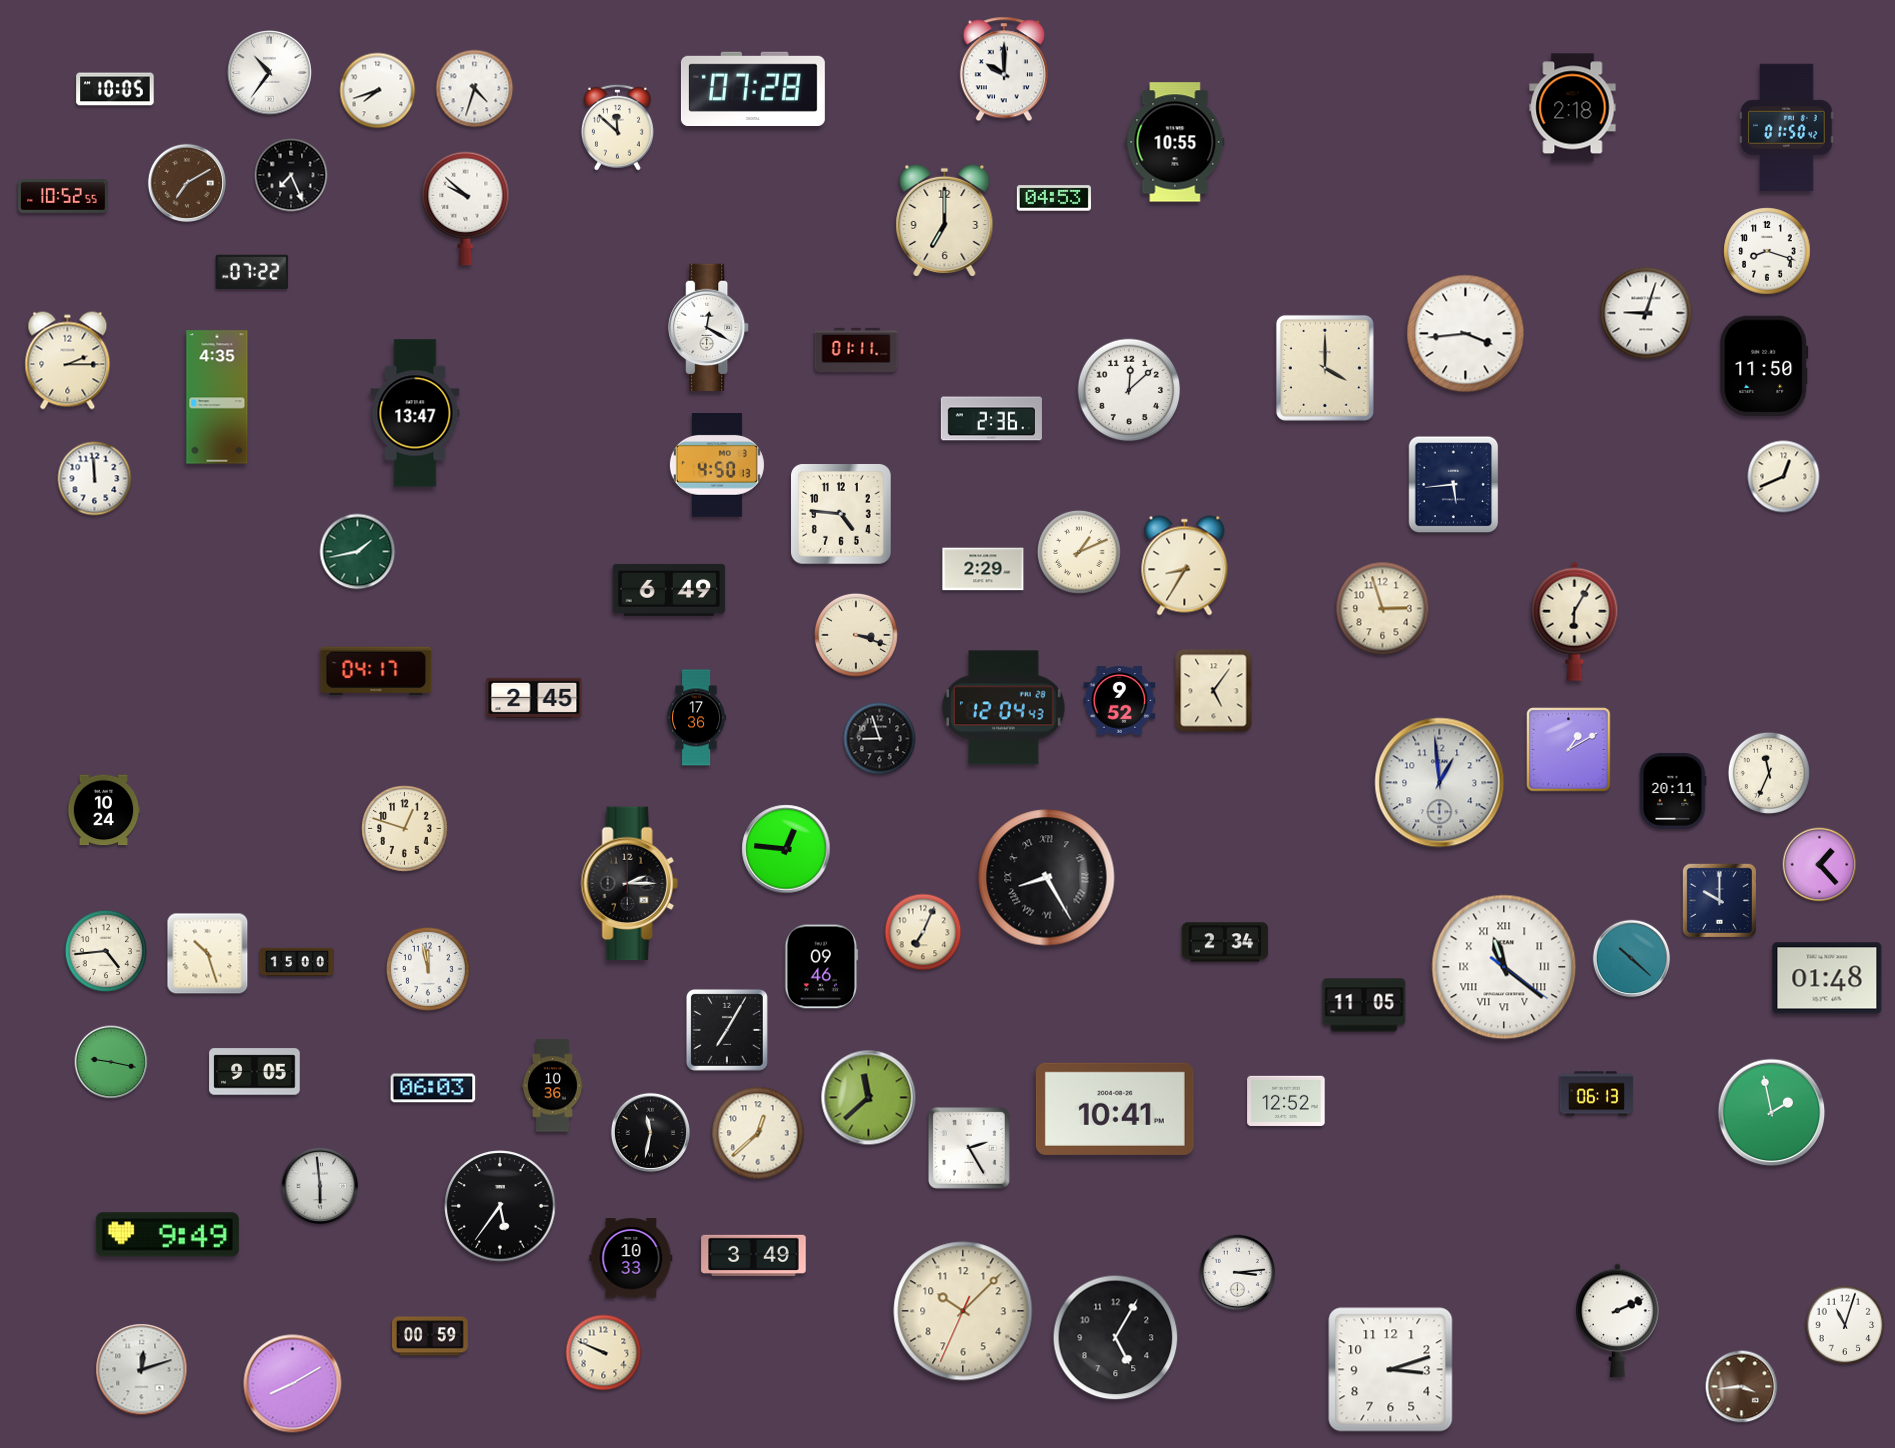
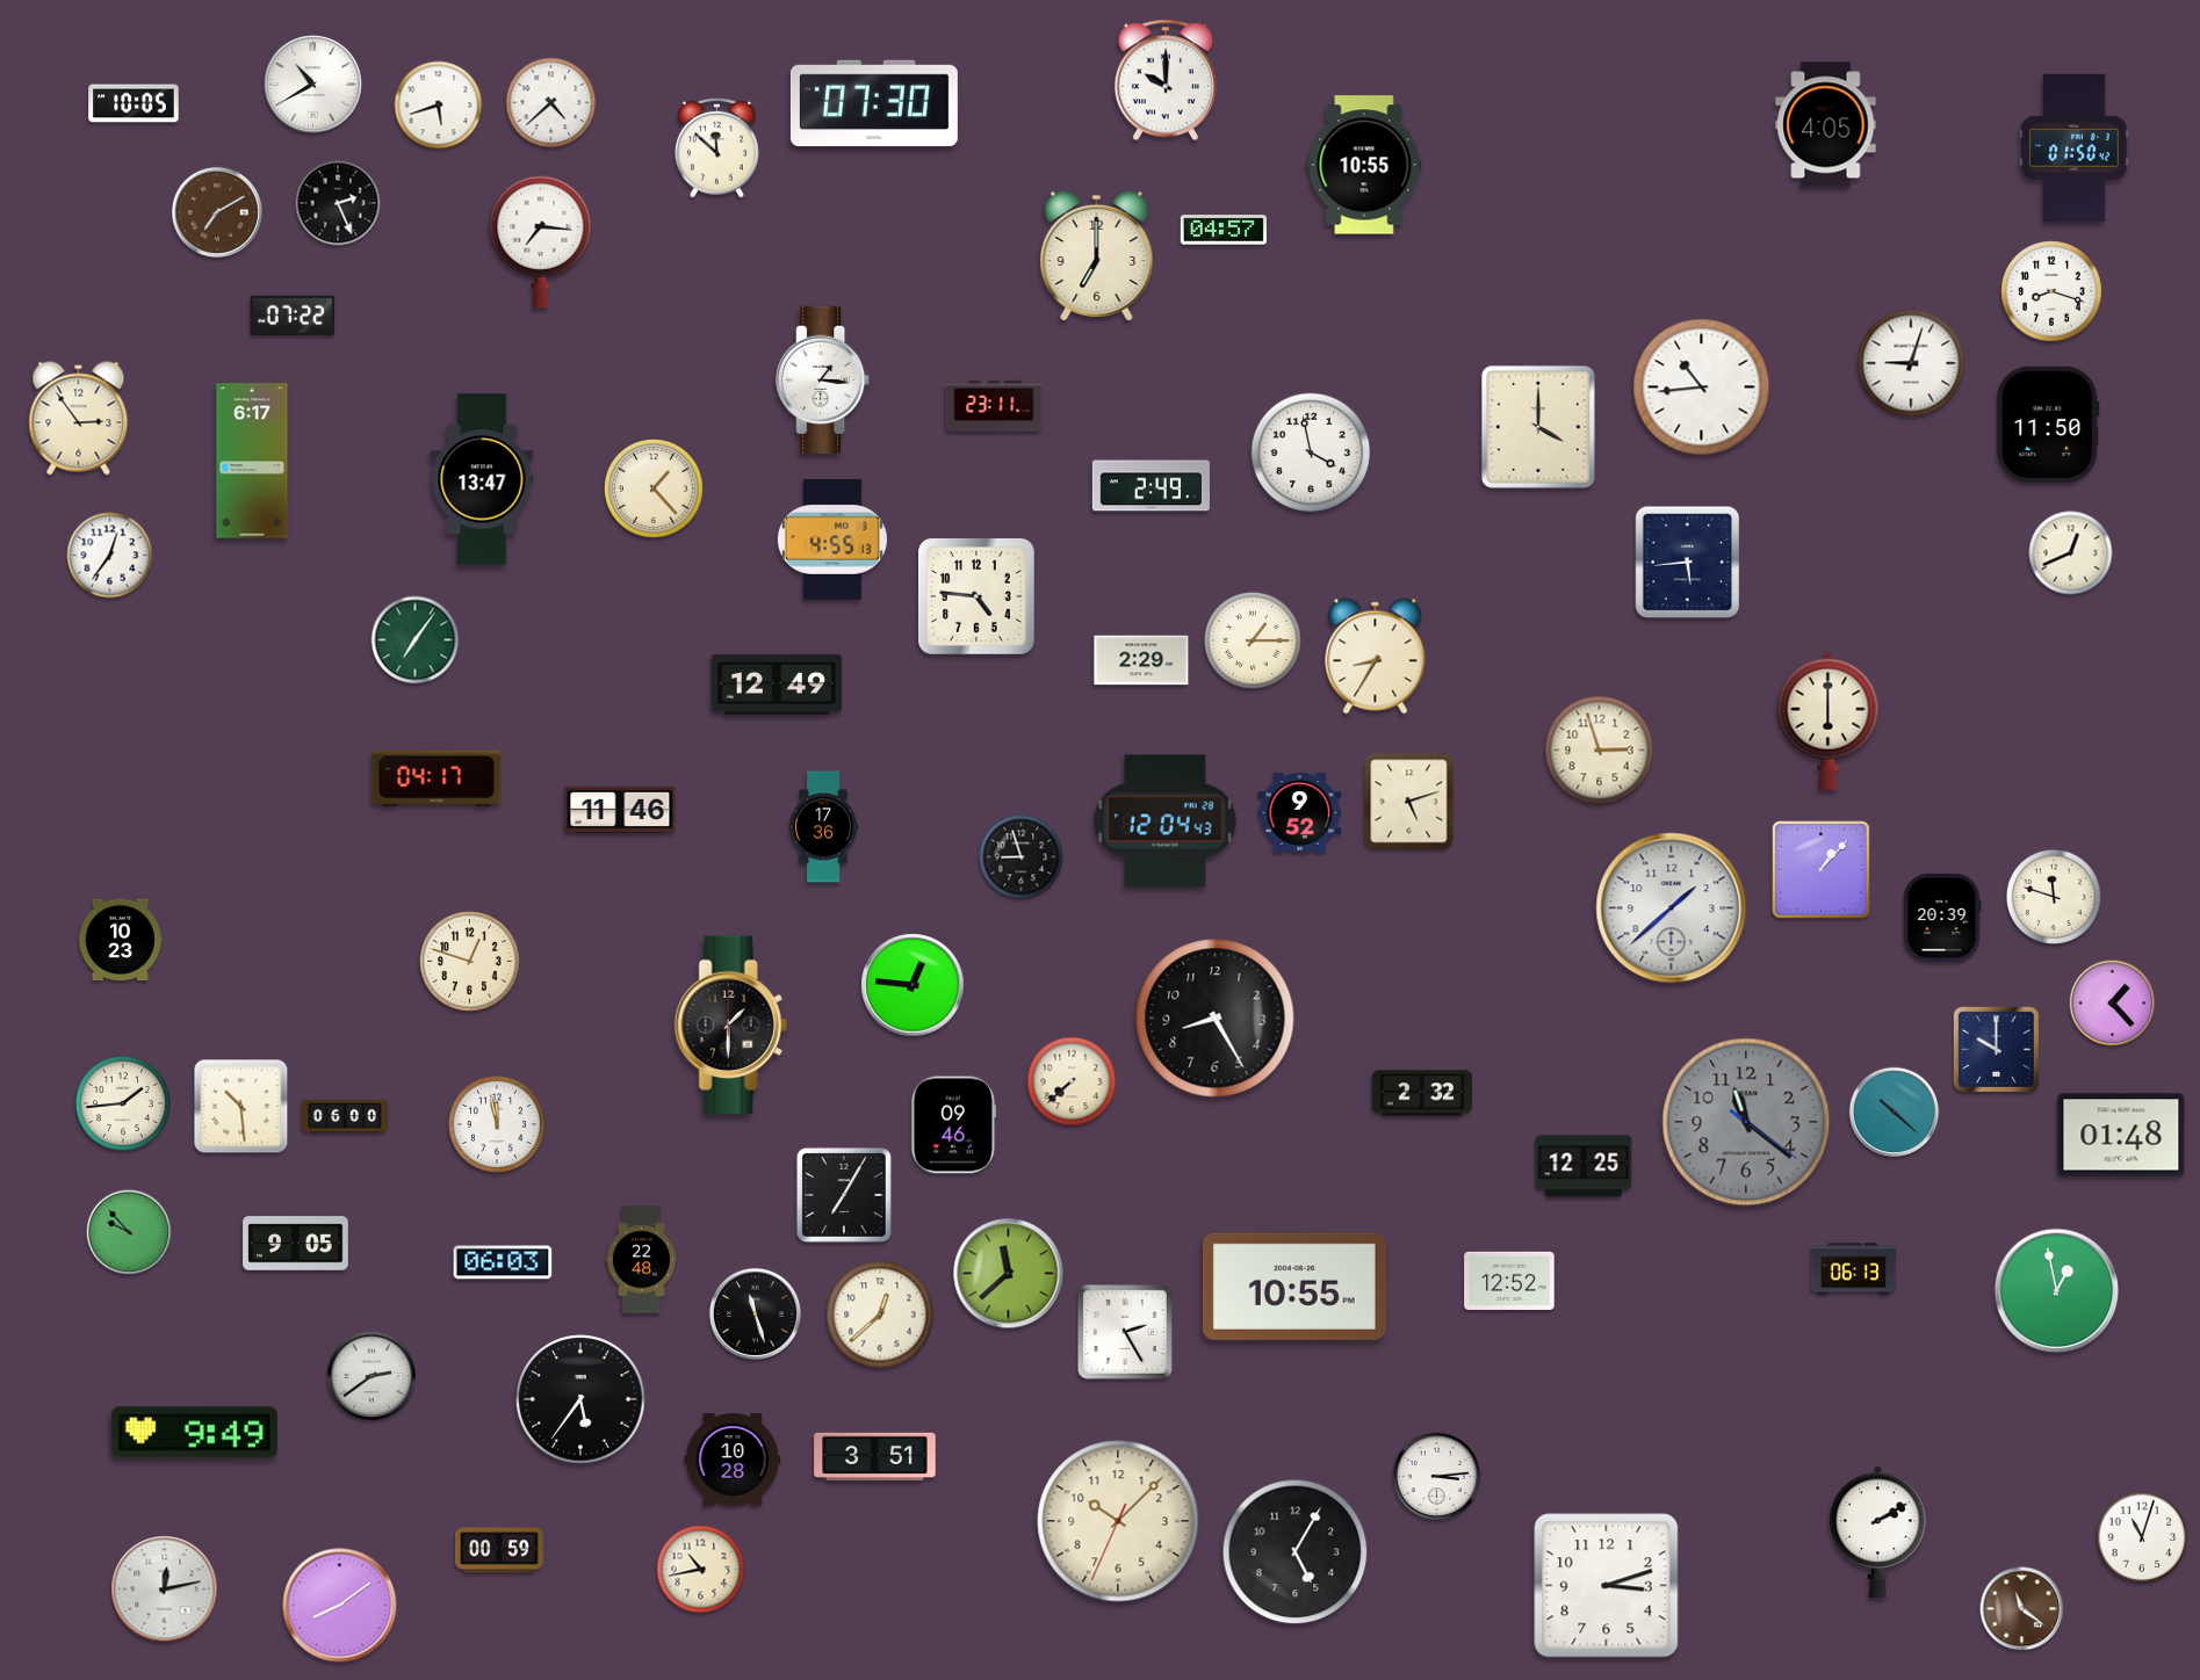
clock at (270, 73): 10:36 -> 10:40
clock at (753, 88): 07:28 -> 07:30
clock at (475, 89): 4:33 -> 4:38
clock at (378, 91): 7:42 -> 5:42
clock at (1573, 108): 2:18 -> 4:05
clock at (291, 175): 7:26 -> 2:26
clock at (64, 196): 10:52 -> none
clock at (1054, 198): 04:53 -> 04:57
clock at (466, 209): 9:52 -> 7:16
clock at (709, 328): 12:20 -> 1:16
clock at (1466, 334): 3:44 -> 10:44
clock at (856, 350): 01:11 -> 23:11
clock at (68, 361): 2:15 -> 2:54
clock at (1129, 390): 12:08 -> 3:58
clock at (217, 397): 4:35 -> 6:17
clock at (991, 419): 2:36 -> 2:49
clock at (655, 490): none -> 1:23
clock at (717, 466): 4:50 -> 4:55
clock at (95, 479): 11:59 -> 12:36
clock at (358, 552): 1:43 -> 7:06
clock at (1079, 552): 1:11 -> 1:15
clock at (669, 590): 6:49 -> 12:49
clock at (1383, 609) position: (1383, 609) -> (1600, 751)
clock at (1575, 621): 6:05 -> 6:00
clock at (856, 635): 3:18 -> none
clock at (1214, 691): 5:06 -> 5:12
clock at (534, 697): 2:45 -> 11:46
clock at (696, 718) position: (696, 718) -> (823, 827)
clock at (1569, 750): 1:10 -> 1:07
clock at (1769, 773): 11:34 -> 11:48
clock at (1440, 783): 12:59 -> 1:38
clock at (1673, 791): 20:11 -> 20:39
clock at (104, 810): 10:24 -> 10:23
clock at (1047, 878) numerals: Roman -> Arabic
clock at (629, 884): 2:15 -> 1:30
clock at (1719, 900) position: (1719, 900) -> (1996, 1049)
clock at (923, 932): 7:04 -> 7:38
clock at (1225, 942): 2:34 -> 2:32
clock at (106, 951): 4:44 -> 1:44
clock at (208, 954): 10:27 -> 10:29
clock at (296, 962): 15:00 -> 06:00
clock at (822, 967) position: (822, 967) -> (954, 1125)
clock at (1504, 967) dial: white -> grey
clock at (1504, 967) numerals: Roman -> Arabic
clock at (1364, 1005): 11:05 -> 12:25
clock at (111, 1062): 9:17 -> 9:53
clock at (552, 1086): 10:36 -> 22:48
clock at (1286, 1100) position: (1286, 1100) -> (1509, 1280)
clock at (1115, 1109): 10:41 -> 10:55
clock at (1772, 1113): 1:58 -> 12:58
clock at (650, 1132): 11:32 -> 11:27
clock at (320, 1186): 5:59 -> 2:39
clock at (754, 1255): 3:49 -> 3:51
clock at (631, 1258): 10:33 -> 10:28
clock at (1618, 1321): 2:11 -> 2:10
clock at (604, 1353): 9:49 -> 10:43
clock at (142, 1370): 12:12 -> 12:13
clock at (1391, 1370) position: (1391, 1370) -> (1607, 1586)
clock at (293, 1384): 8:10 -> 8:09
clock at (1742, 1387): 3:44 -> 11:21
